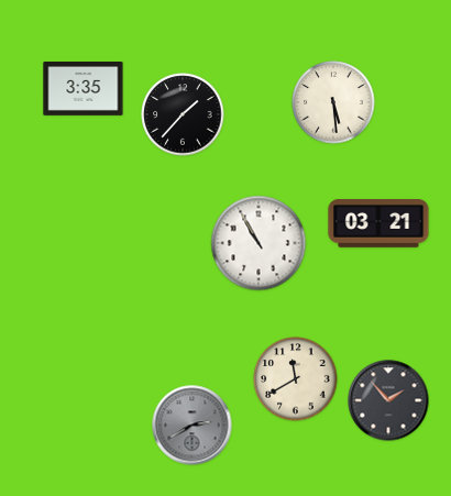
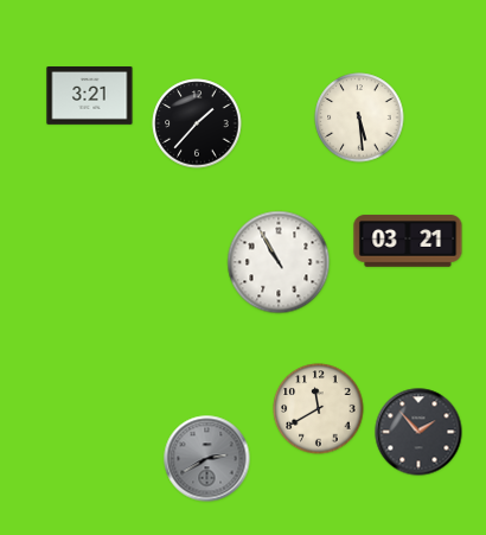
clock at (84, 89): 3:35 -> 3:21
clock at (333, 102) position: (333, 102) -> (359, 117)
